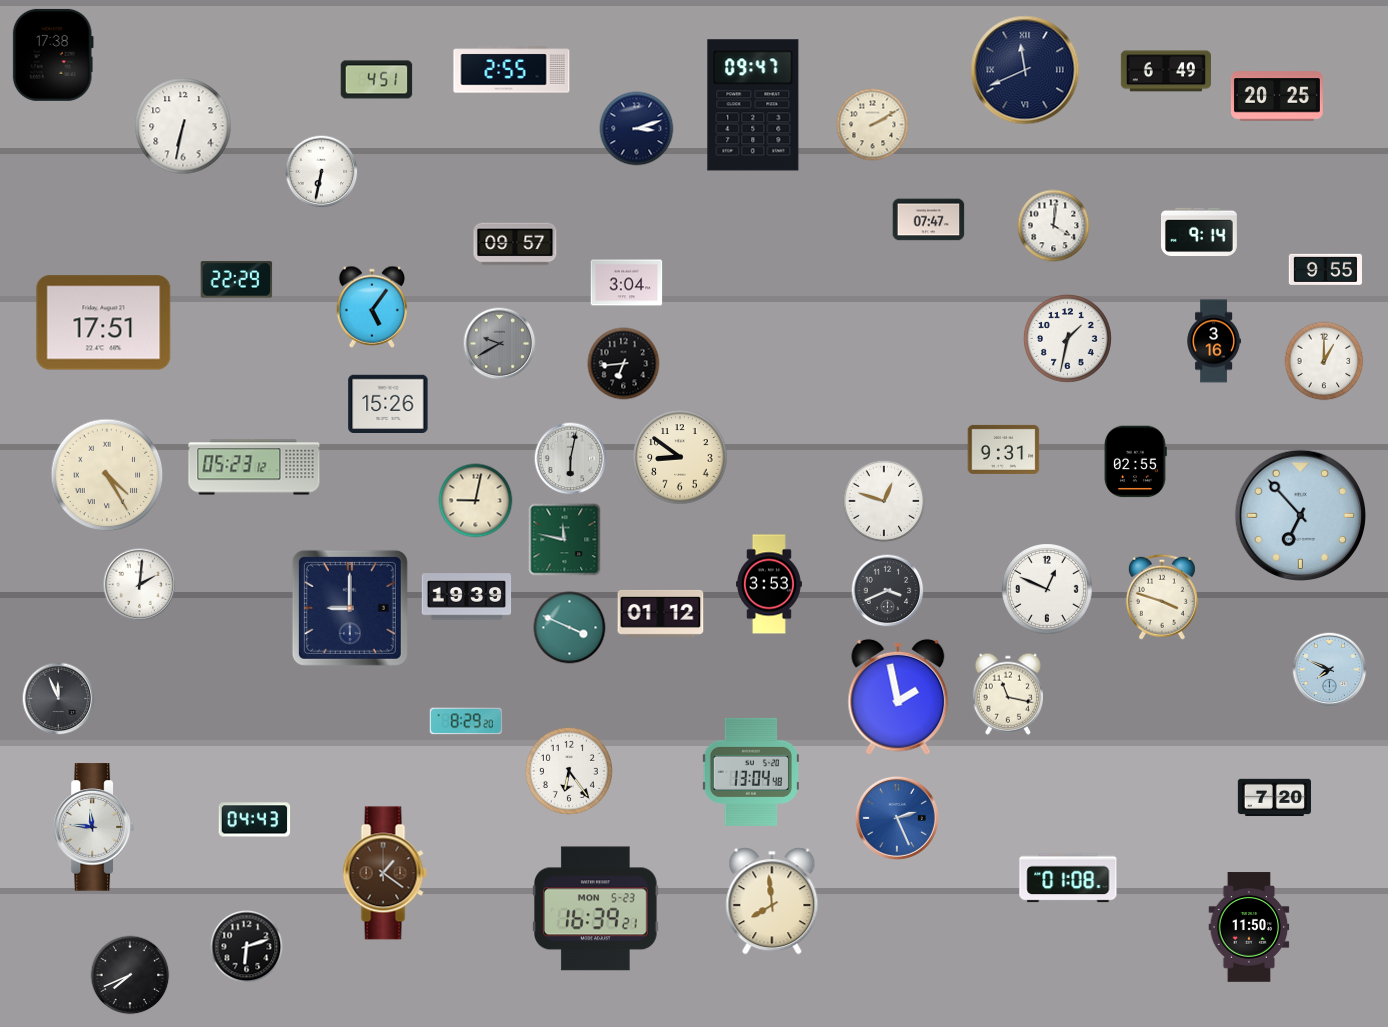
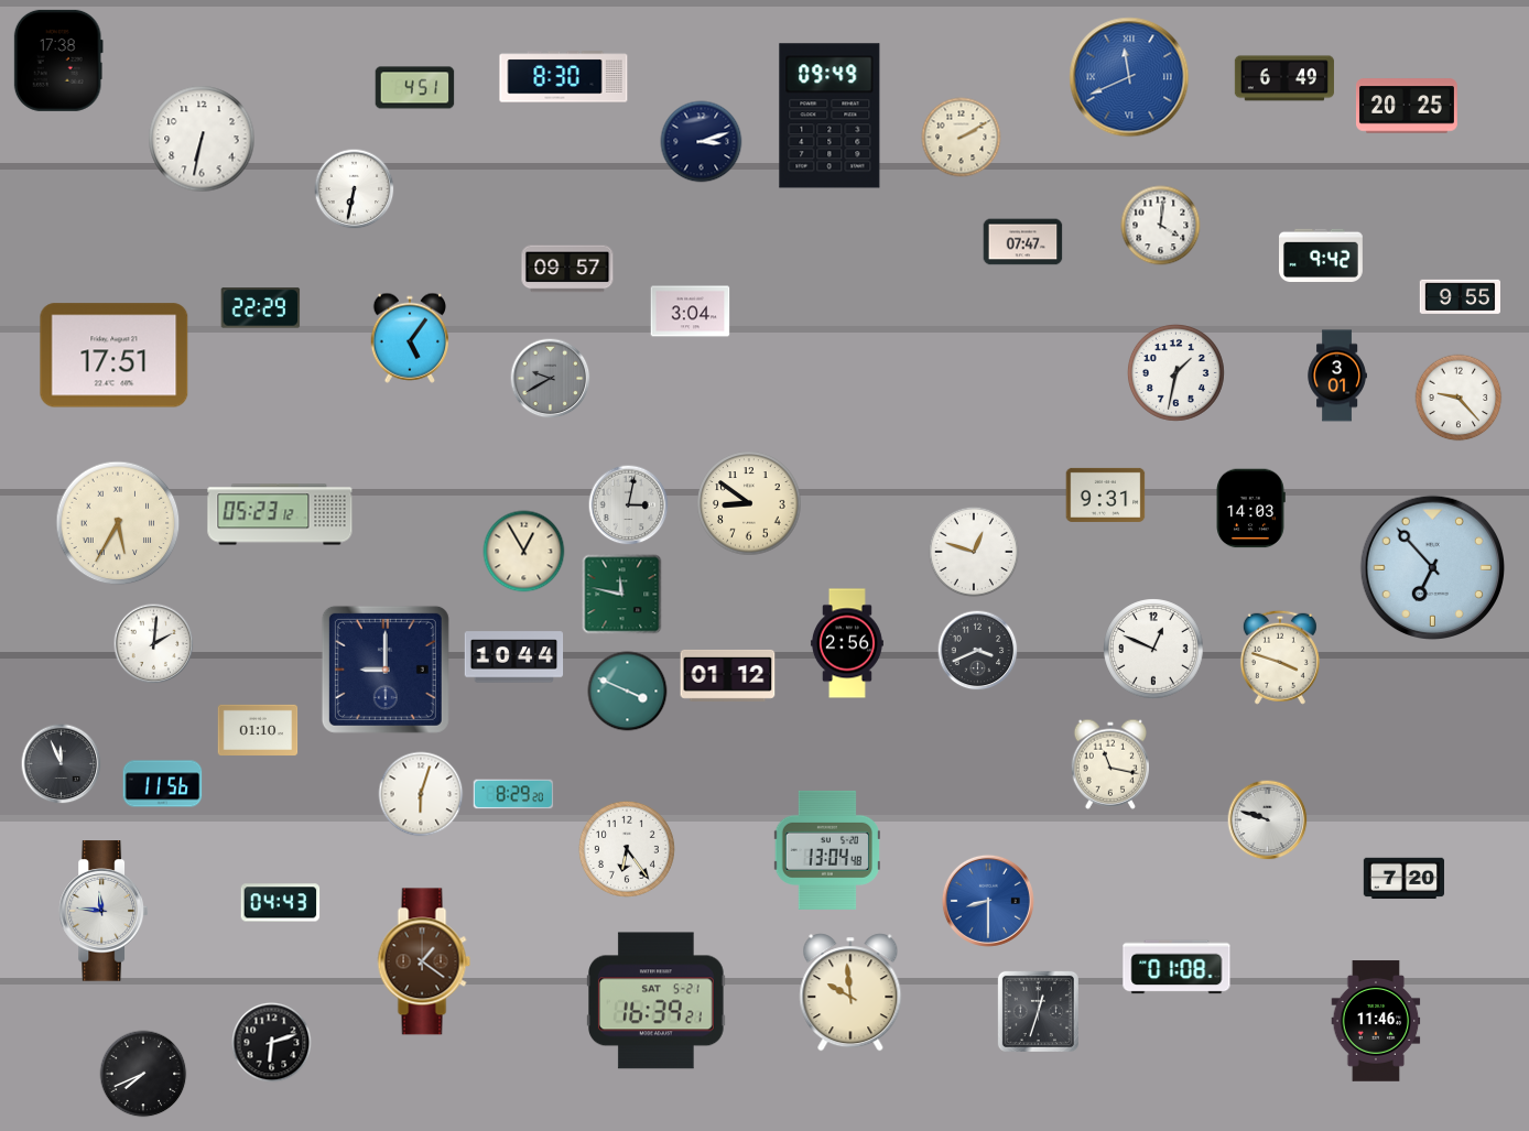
clock at (512, 70): 2:55 -> 8:30
clock at (1025, 70) dial: navy -> blue
clock at (753, 105): 09:47 -> 09:49
clock at (1054, 226) position: (1054, 226) -> (1161, 226)
clock at (1200, 231): 9:14 -> 9:42
clock at (1214, 341): 3:16 -> 3:01
clock at (1324, 361): 1:00 -> 9:23
clock at (624, 364): 6:44 -> none
clock at (388, 404): 15:26 -> none
clock at (571, 459): 6:02 -> 3:02
clock at (1136, 462): 02:55 -> 14:03
clock at (107, 475): 4:25 -> 5:35
clock at (476, 501): 9:02 -> 12:55
clock at (769, 584): 3:53 -> 2:56
clock at (467, 597): 19:39 -> 10:44
clock at (258, 730): none -> 01:10
clock at (1330, 670): 7:49 -> none
clock at (898, 697): 1:58 -> none
clock at (59, 699) position: (59, 699) -> (62, 764)
clock at (163, 784): none -> 11:56
clock at (421, 794): none -> 6:03
clock at (1268, 820): none -> 9:48
clock at (897, 818): 2:26 -> 8:30
clock at (772, 901): 7:59 -> 9:59
clock at (596, 909) date: MON 5-23 -> SAT 5-21
clock at (1038, 1011): none -> 12:33
clock at (1249, 927): 11:50 -> 11:46
